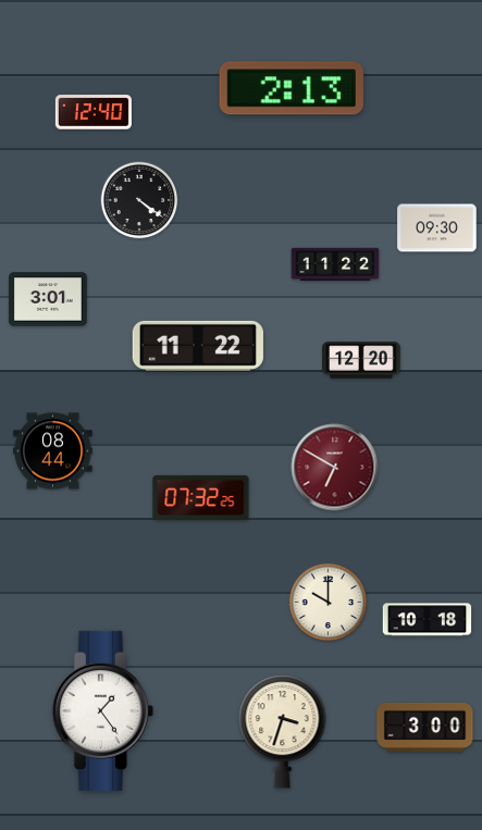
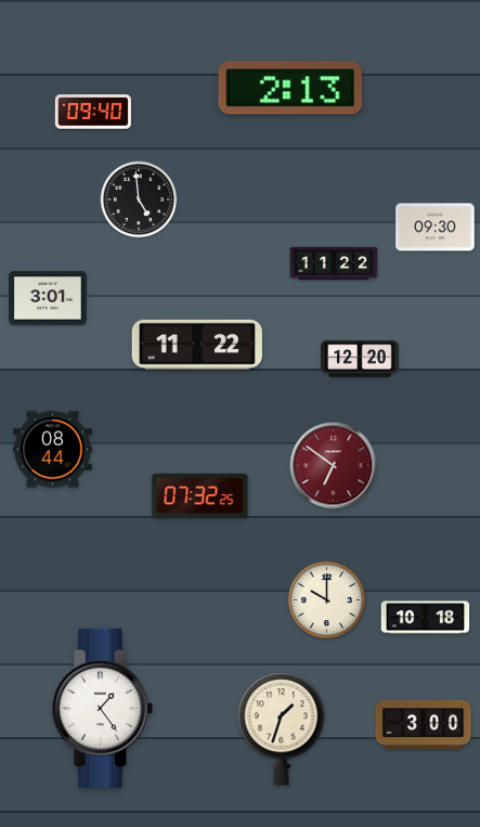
clock at (94, 112): 12:40 -> 09:40
clock at (139, 200): 4:21 -> 4:59
clock at (335, 468): 6:50 -> 6:51
clock at (283, 732): 3:33 -> 1:33
